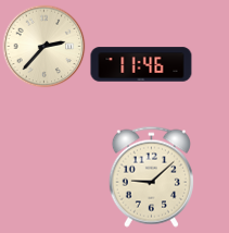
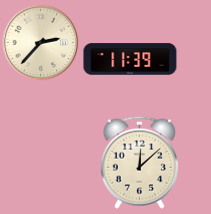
clock at (141, 64): 11:46 -> 11:39
clock at (151, 176): 9:08 -> 12:08
